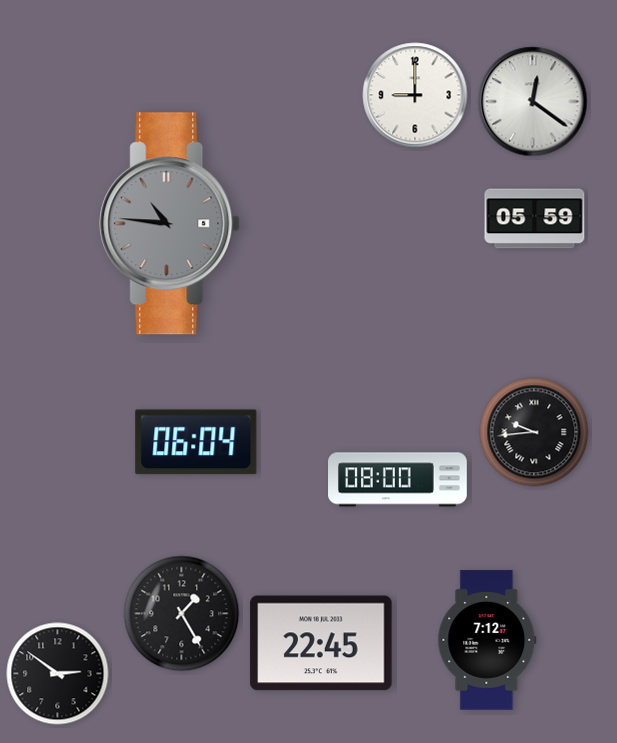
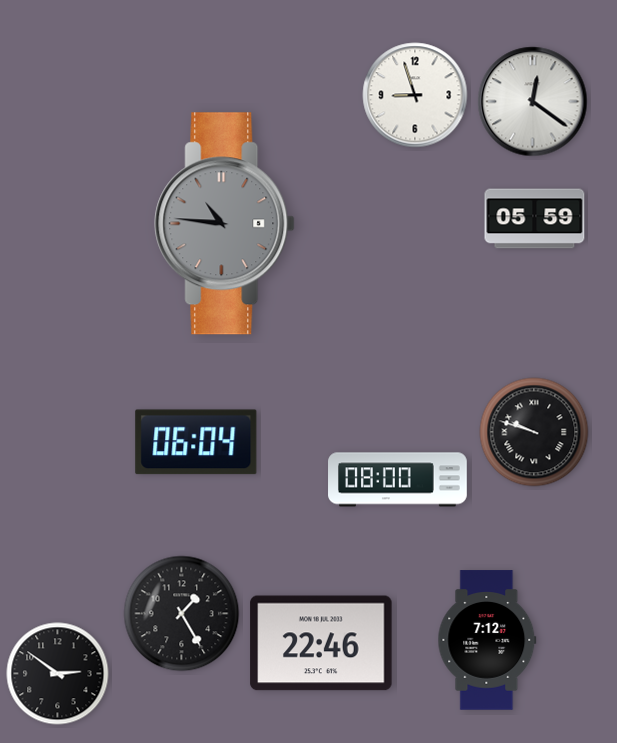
clock at (415, 95): 9:00 -> 8:57
clock at (170, 224) position: (170, 224) -> (225, 224)
clock at (534, 432): 9:44 -> 9:48
clock at (321, 643): 22:45 -> 22:46
